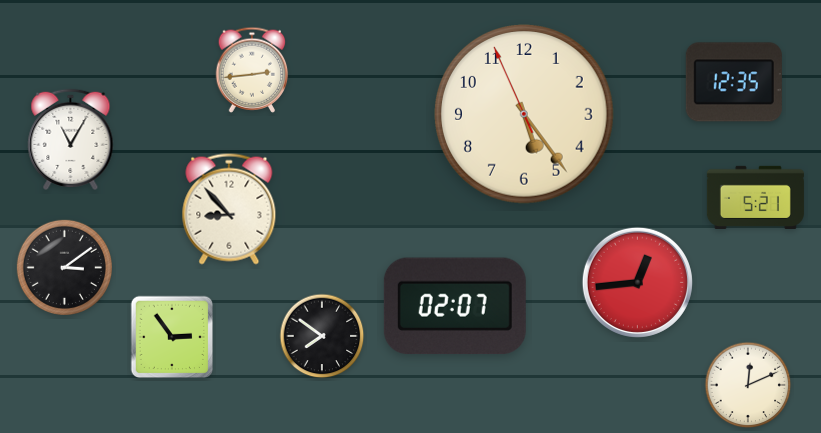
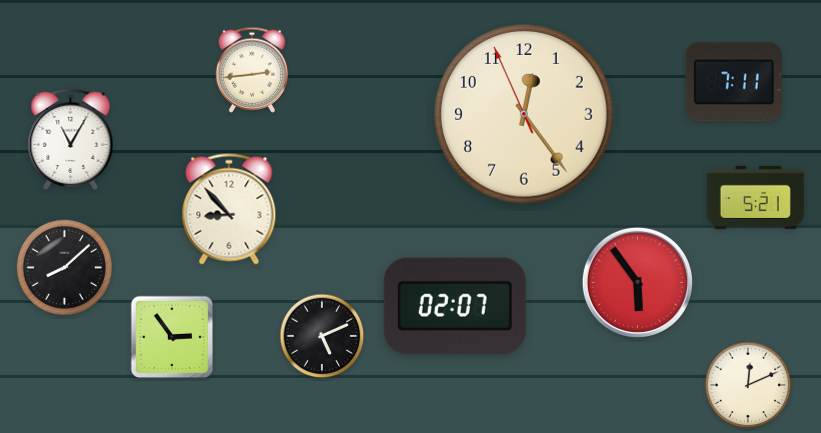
clock at (734, 82): 12:35 -> 7:11
clock at (525, 115): 5:23 -> 12:23
clock at (64, 267): 3:09 -> 8:08
clock at (637, 282): 12:44 -> 5:54
clock at (322, 336): 7:51 -> 5:11
